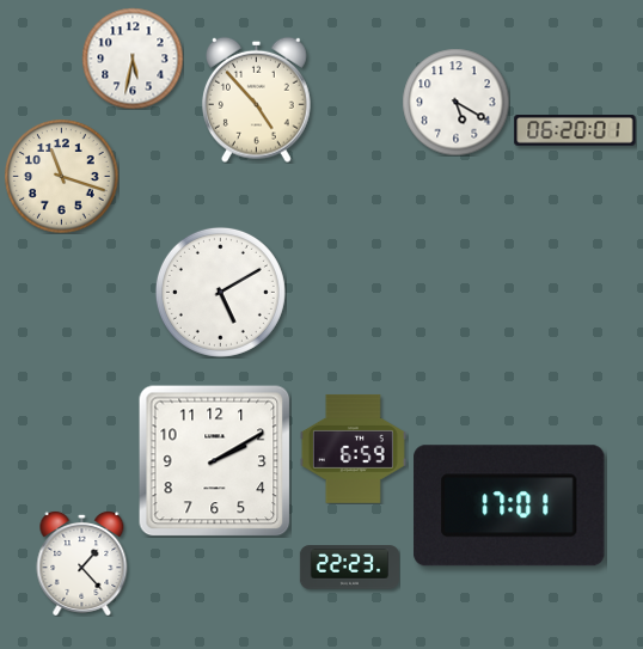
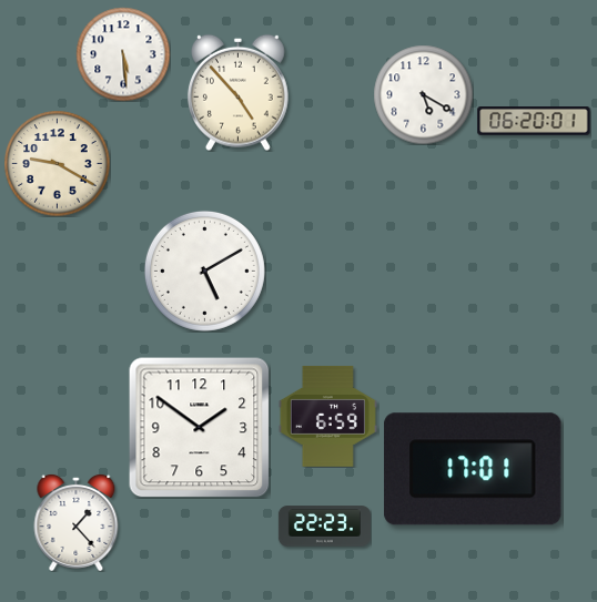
clock at (133, 59): 5:32 -> 5:29
clock at (61, 176): 11:18 -> 9:20
clock at (215, 461): 2:10 -> 1:51
